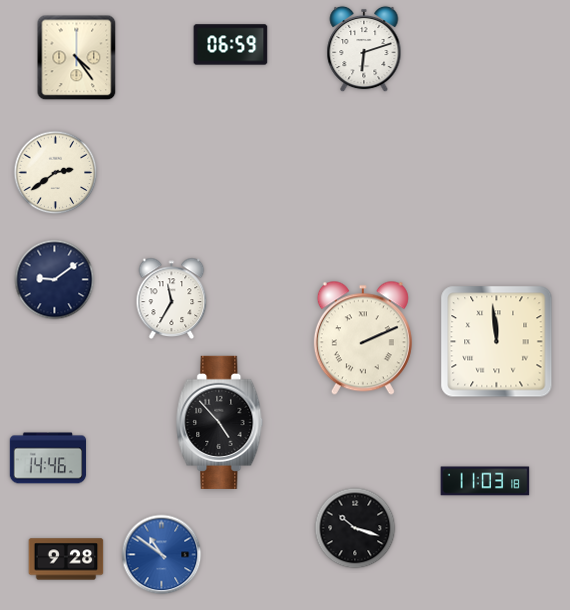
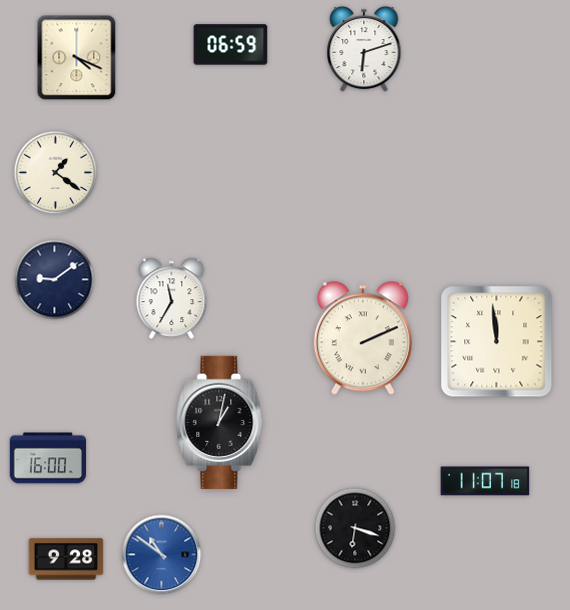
clock at (77, 58): 4:24 -> 4:19
clock at (56, 173): 2:39 -> 1:21
clock at (220, 422): 4:53 -> 1:02
clock at (48, 458): 14:46 -> 16:00
clock at (485, 481): 11:03 -> 11:07
clock at (355, 528): 10:18 -> 6:18
